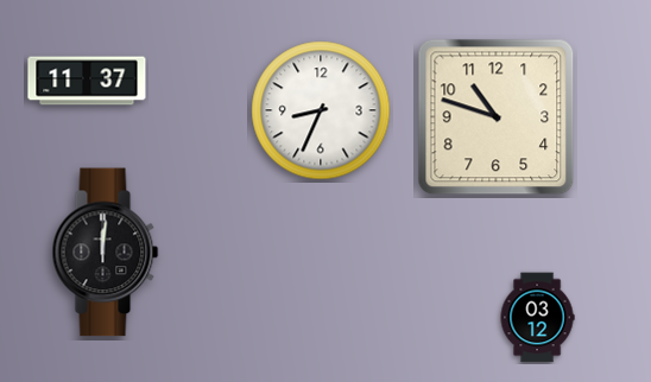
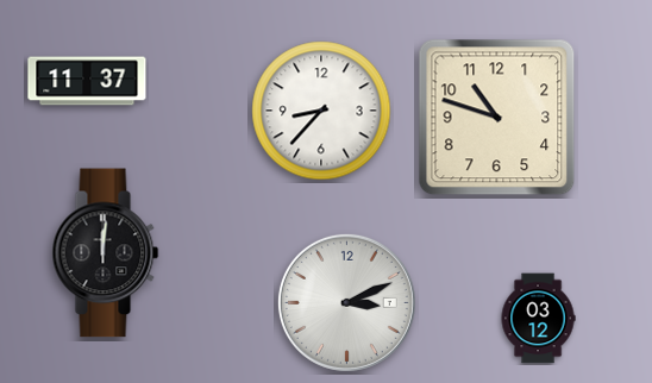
clock at (321, 110): 8:34 -> 8:37
clock at (346, 302): none -> 3:11
